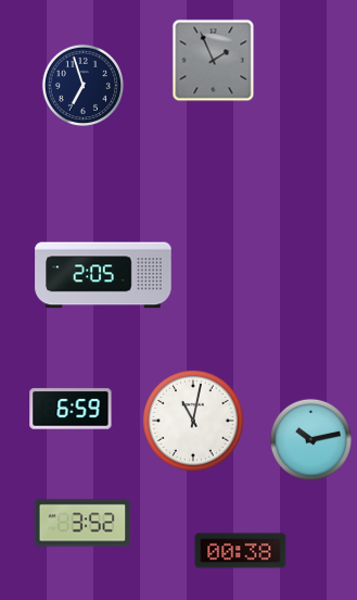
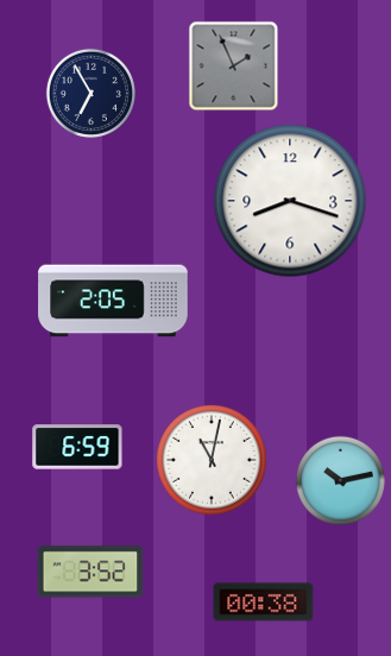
clock at (82, 85): 6:57 -> 6:55
clock at (290, 201): none -> 8:18
